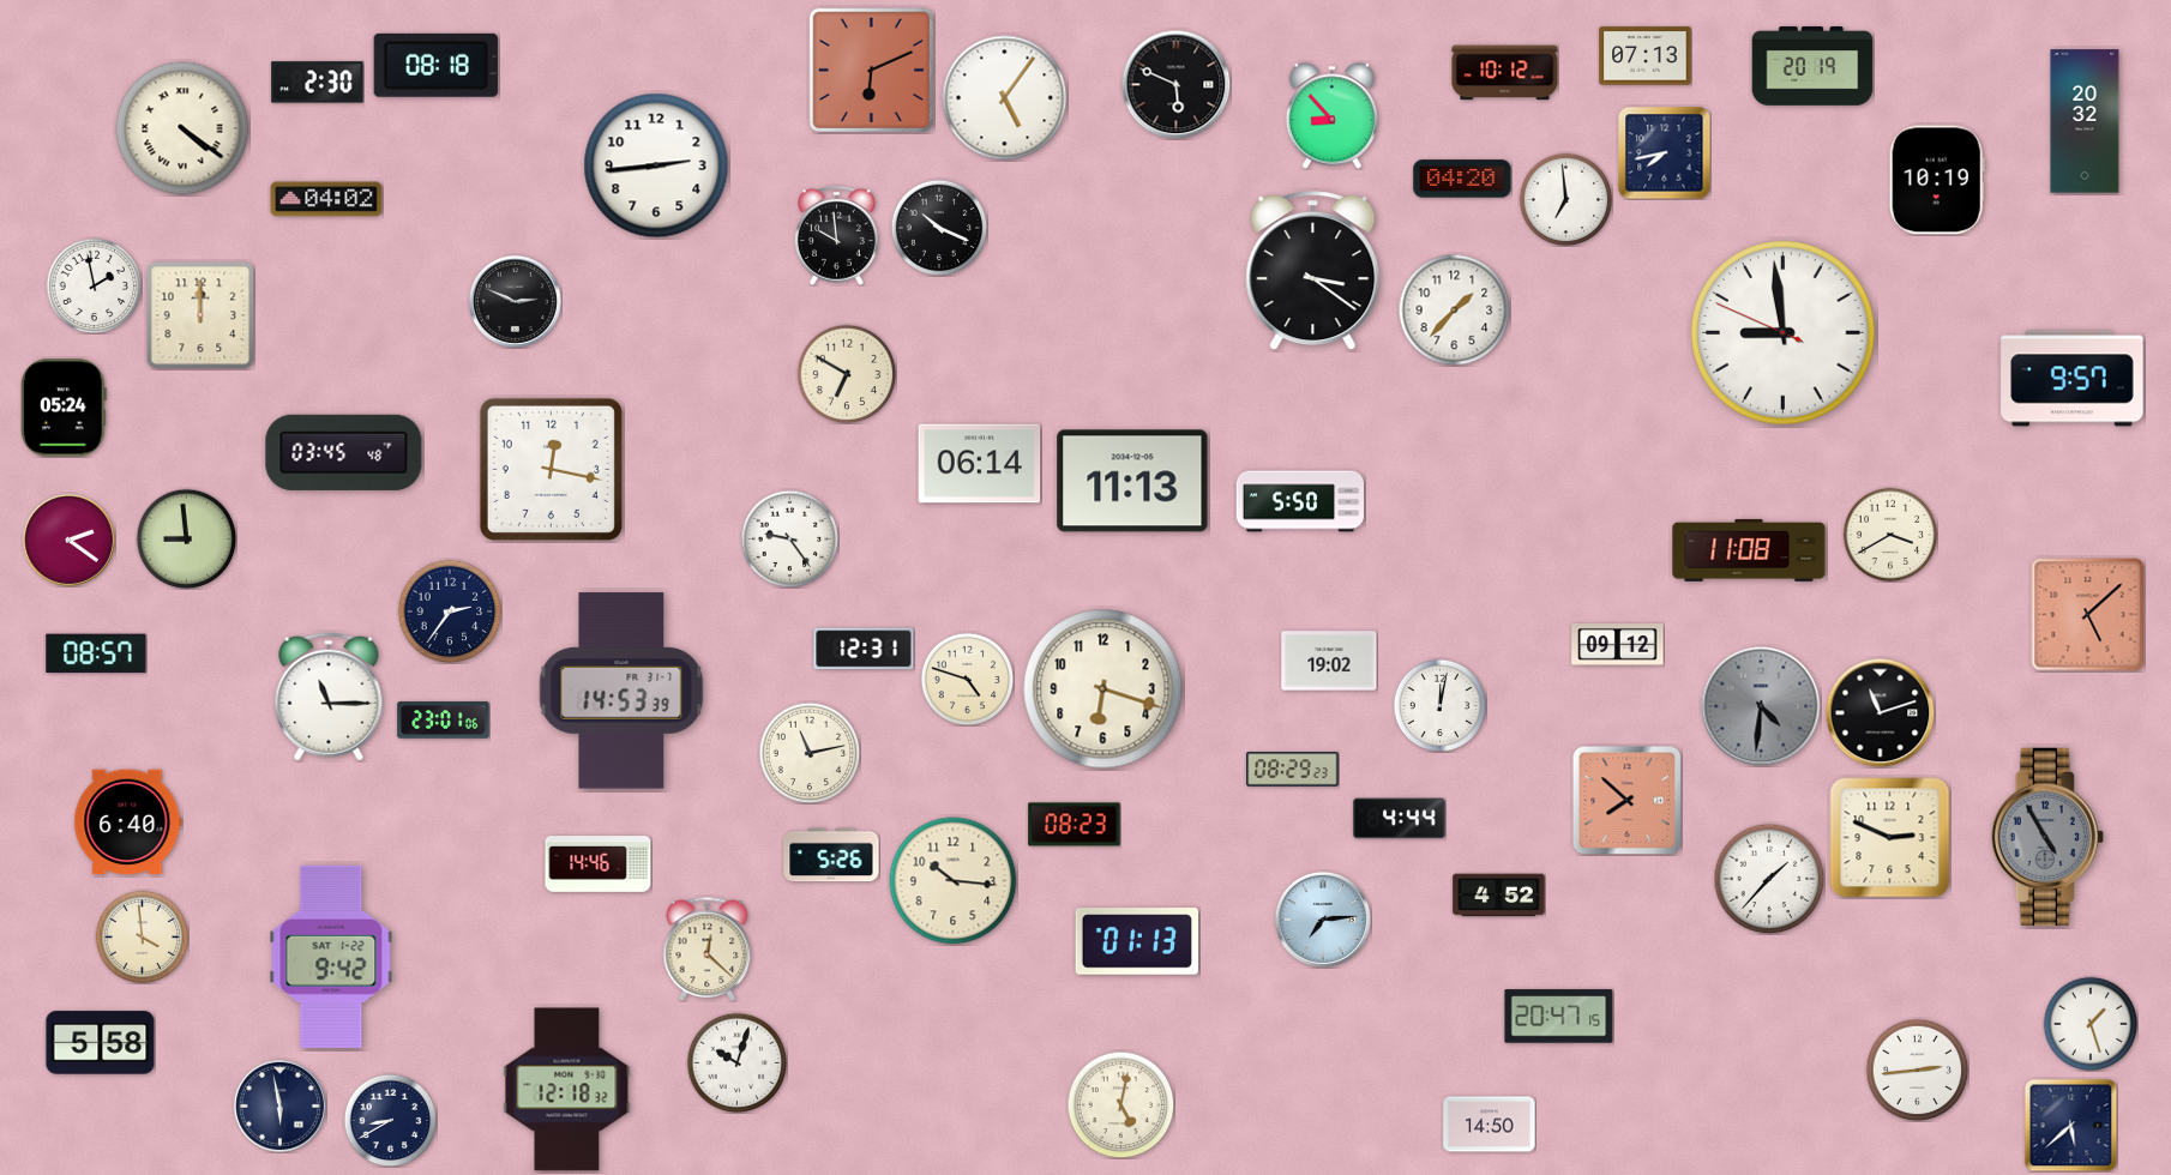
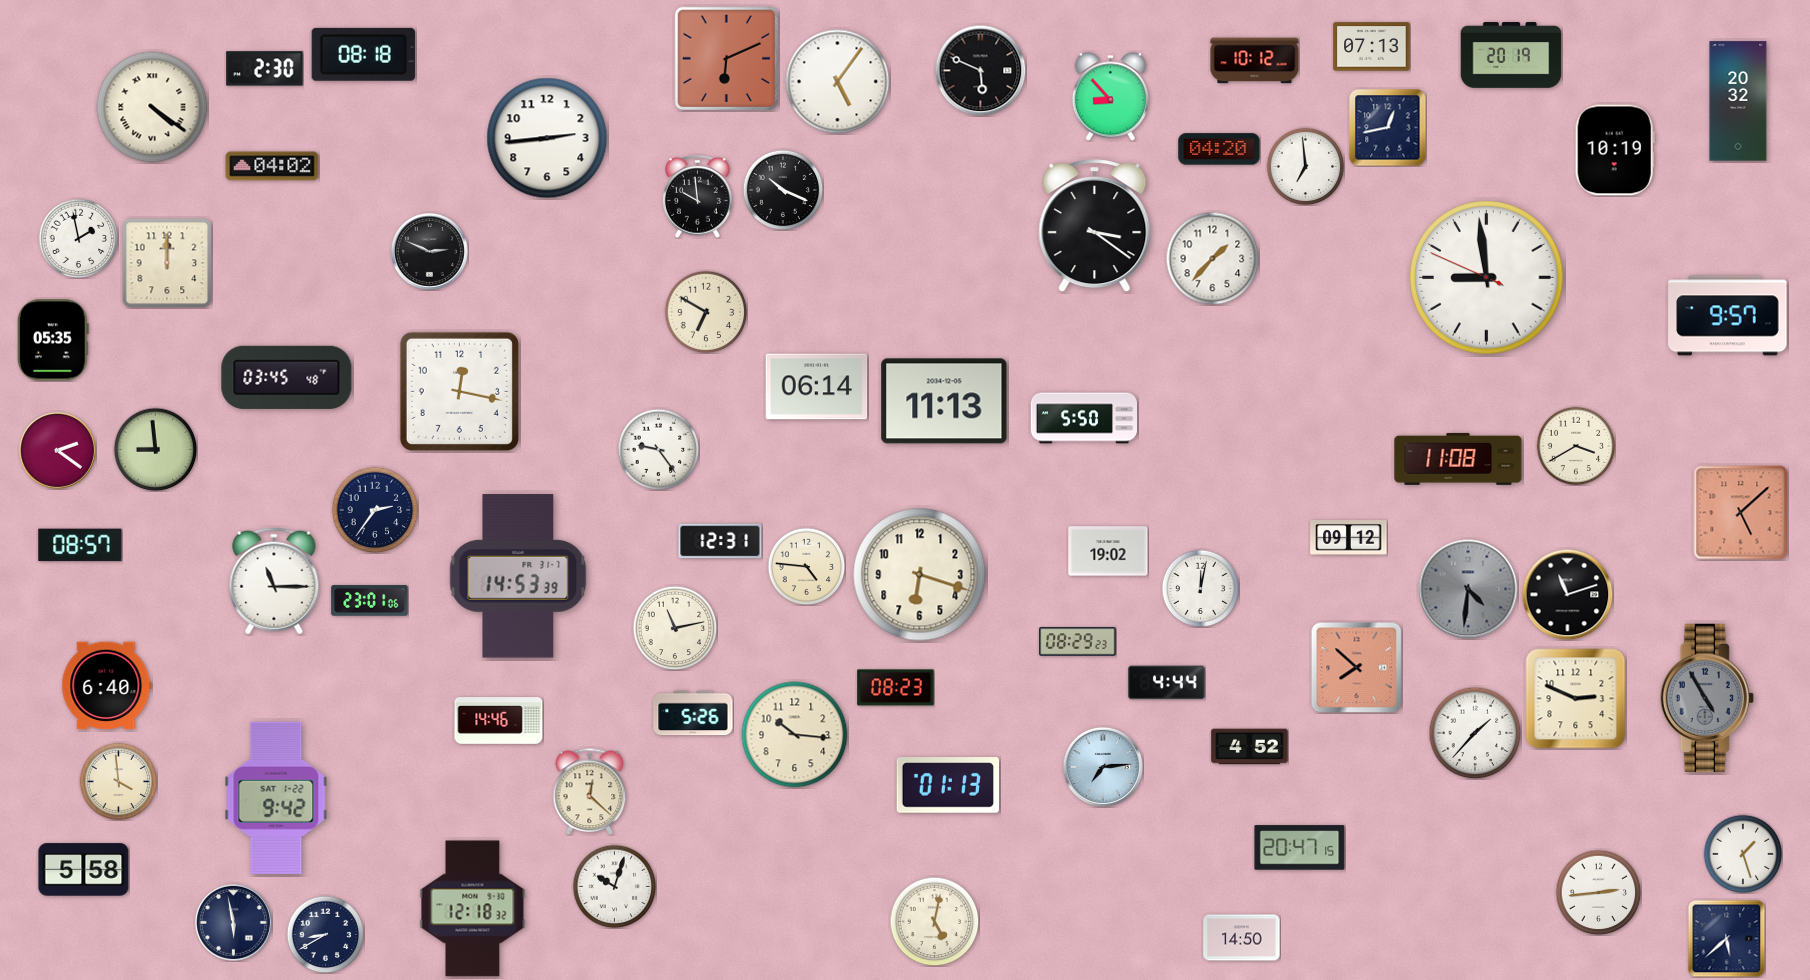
clock at (1664, 152): 7:43 -> 12:43
clock at (64, 408): 05:24 -> 05:35
clock at (967, 679): 4:48 -> 4:46
